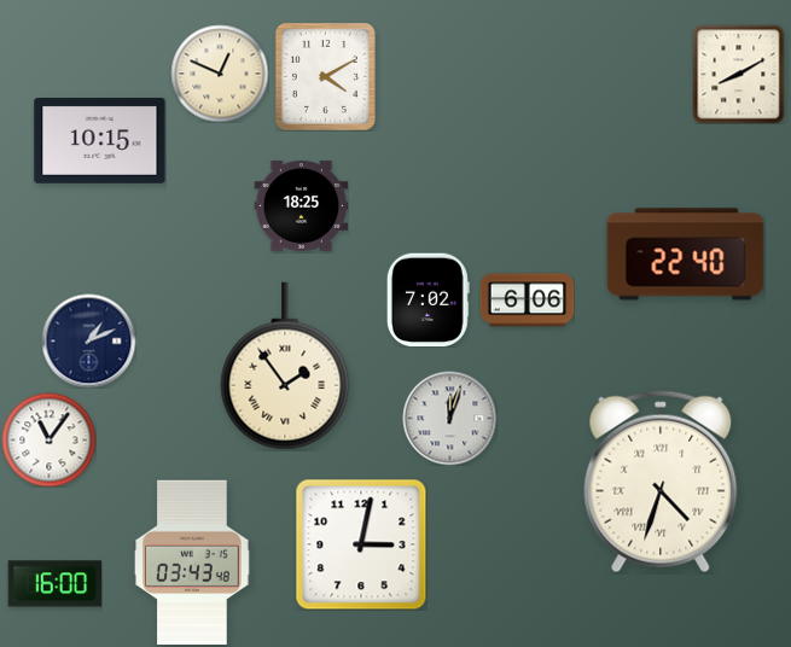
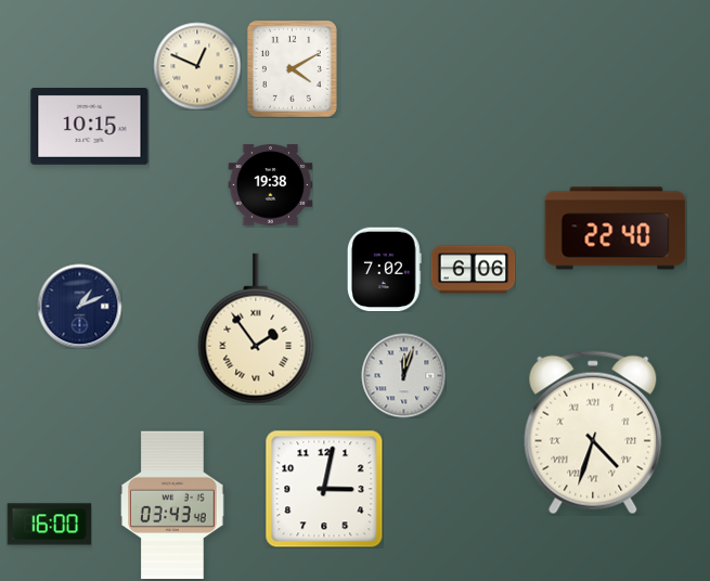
clock at (739, 74): 8:10 -> none
clock at (301, 206): 18:25 -> 19:38
clock at (48, 439): 11:06 -> none
